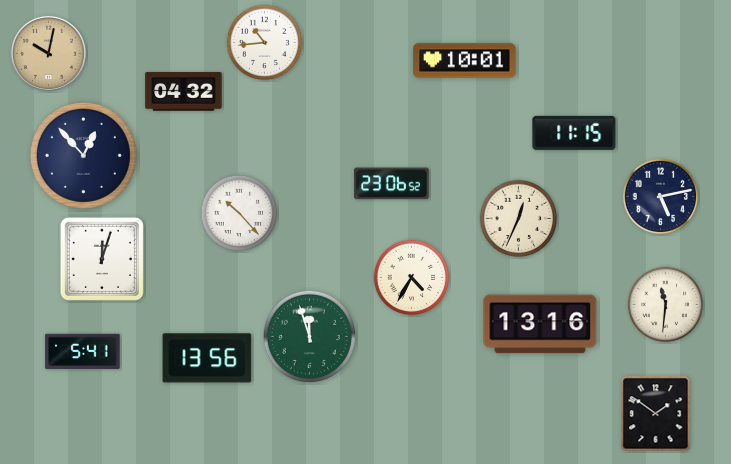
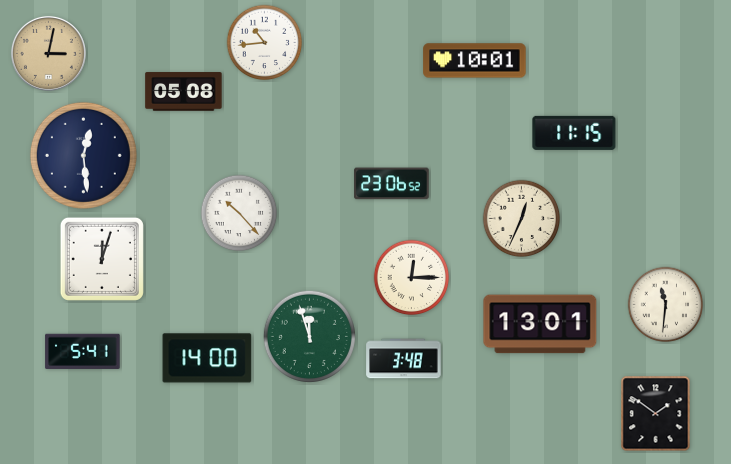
clock at (48, 53): 10:02 -> 3:02
clock at (465, 61) position: (465, 61) -> (475, 61)
clock at (184, 92): 04:32 -> 05:08
clock at (83, 155): 12:53 -> 12:29
clock at (661, 197): 5:13 -> none
clock at (519, 219) position: (519, 219) -> (522, 219)
clock at (412, 278): 4:35 -> 12:15
clock at (540, 324): 13:16 -> 13:01
clock at (207, 358): 13:56 -> 14:00
clock at (404, 359): none -> 3:48
